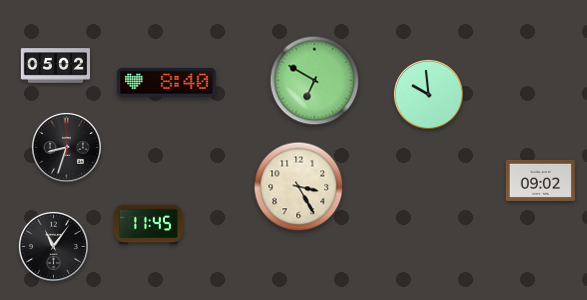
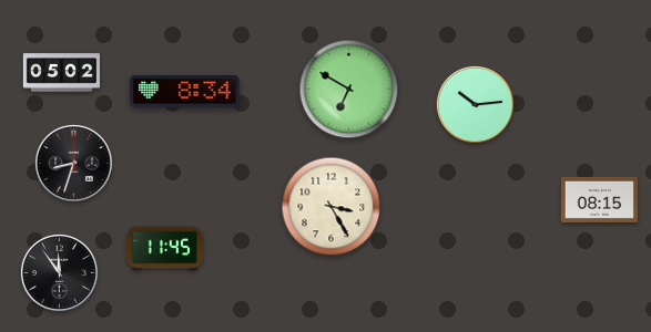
clock at (167, 83): 8:40 -> 8:34
clock at (428, 94): 9:59 -> 10:14
clock at (540, 180): 09:02 -> 08:15
clock at (53, 246): 11:06 -> 11:54
